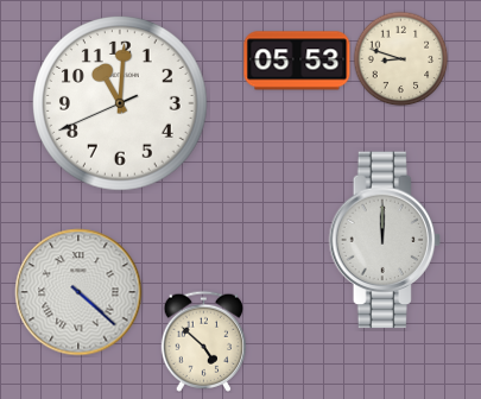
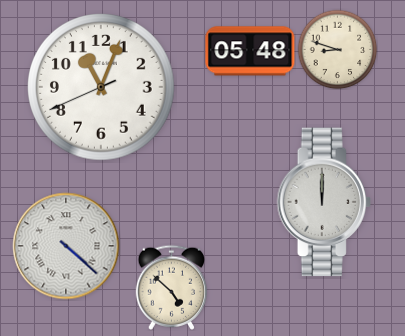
clock at (297, 61): 05:53 -> 05:48
clock at (121, 104): 11:00 -> 11:03
